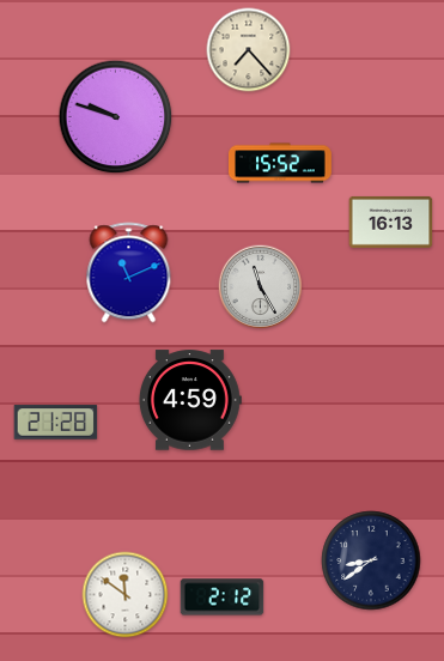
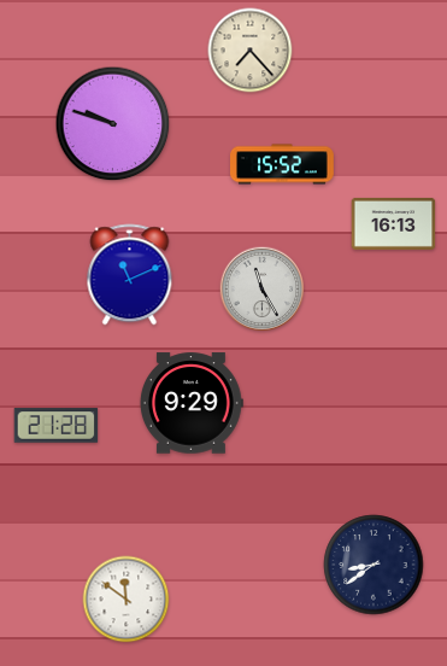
clock at (116, 117) position: (116, 117) -> (113, 124)
clock at (189, 400): 4:59 -> 9:29
clock at (223, 598): 2:12 -> none
